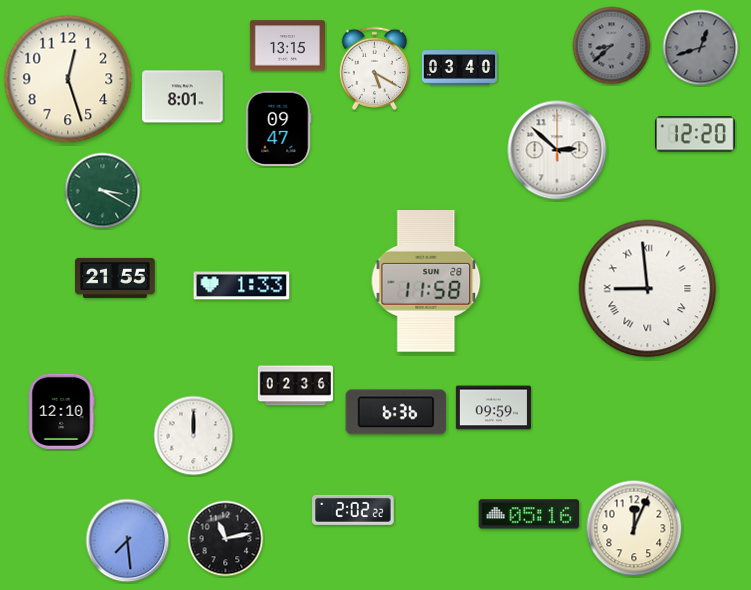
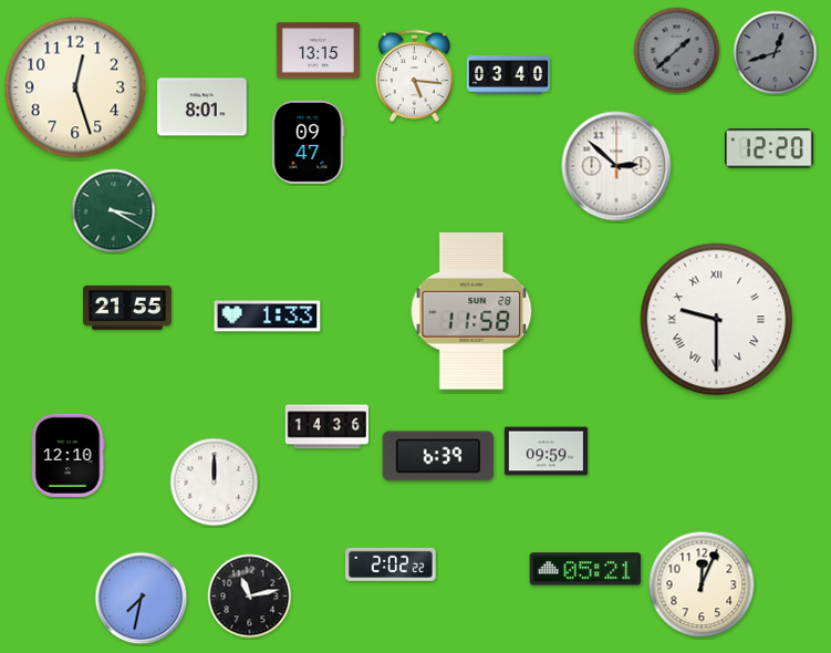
clock at (612, 46): 8:38 -> 1:38
clock at (374, 68): 5:20 -> 5:16
clock at (648, 289): 8:59 -> 9:30
clock at (295, 386): 02:36 -> 14:36
clock at (396, 412): 6:36 -> 6:39
clock at (529, 514): 05:16 -> 05:21
clock at (128, 541): 7:29 -> 7:32
